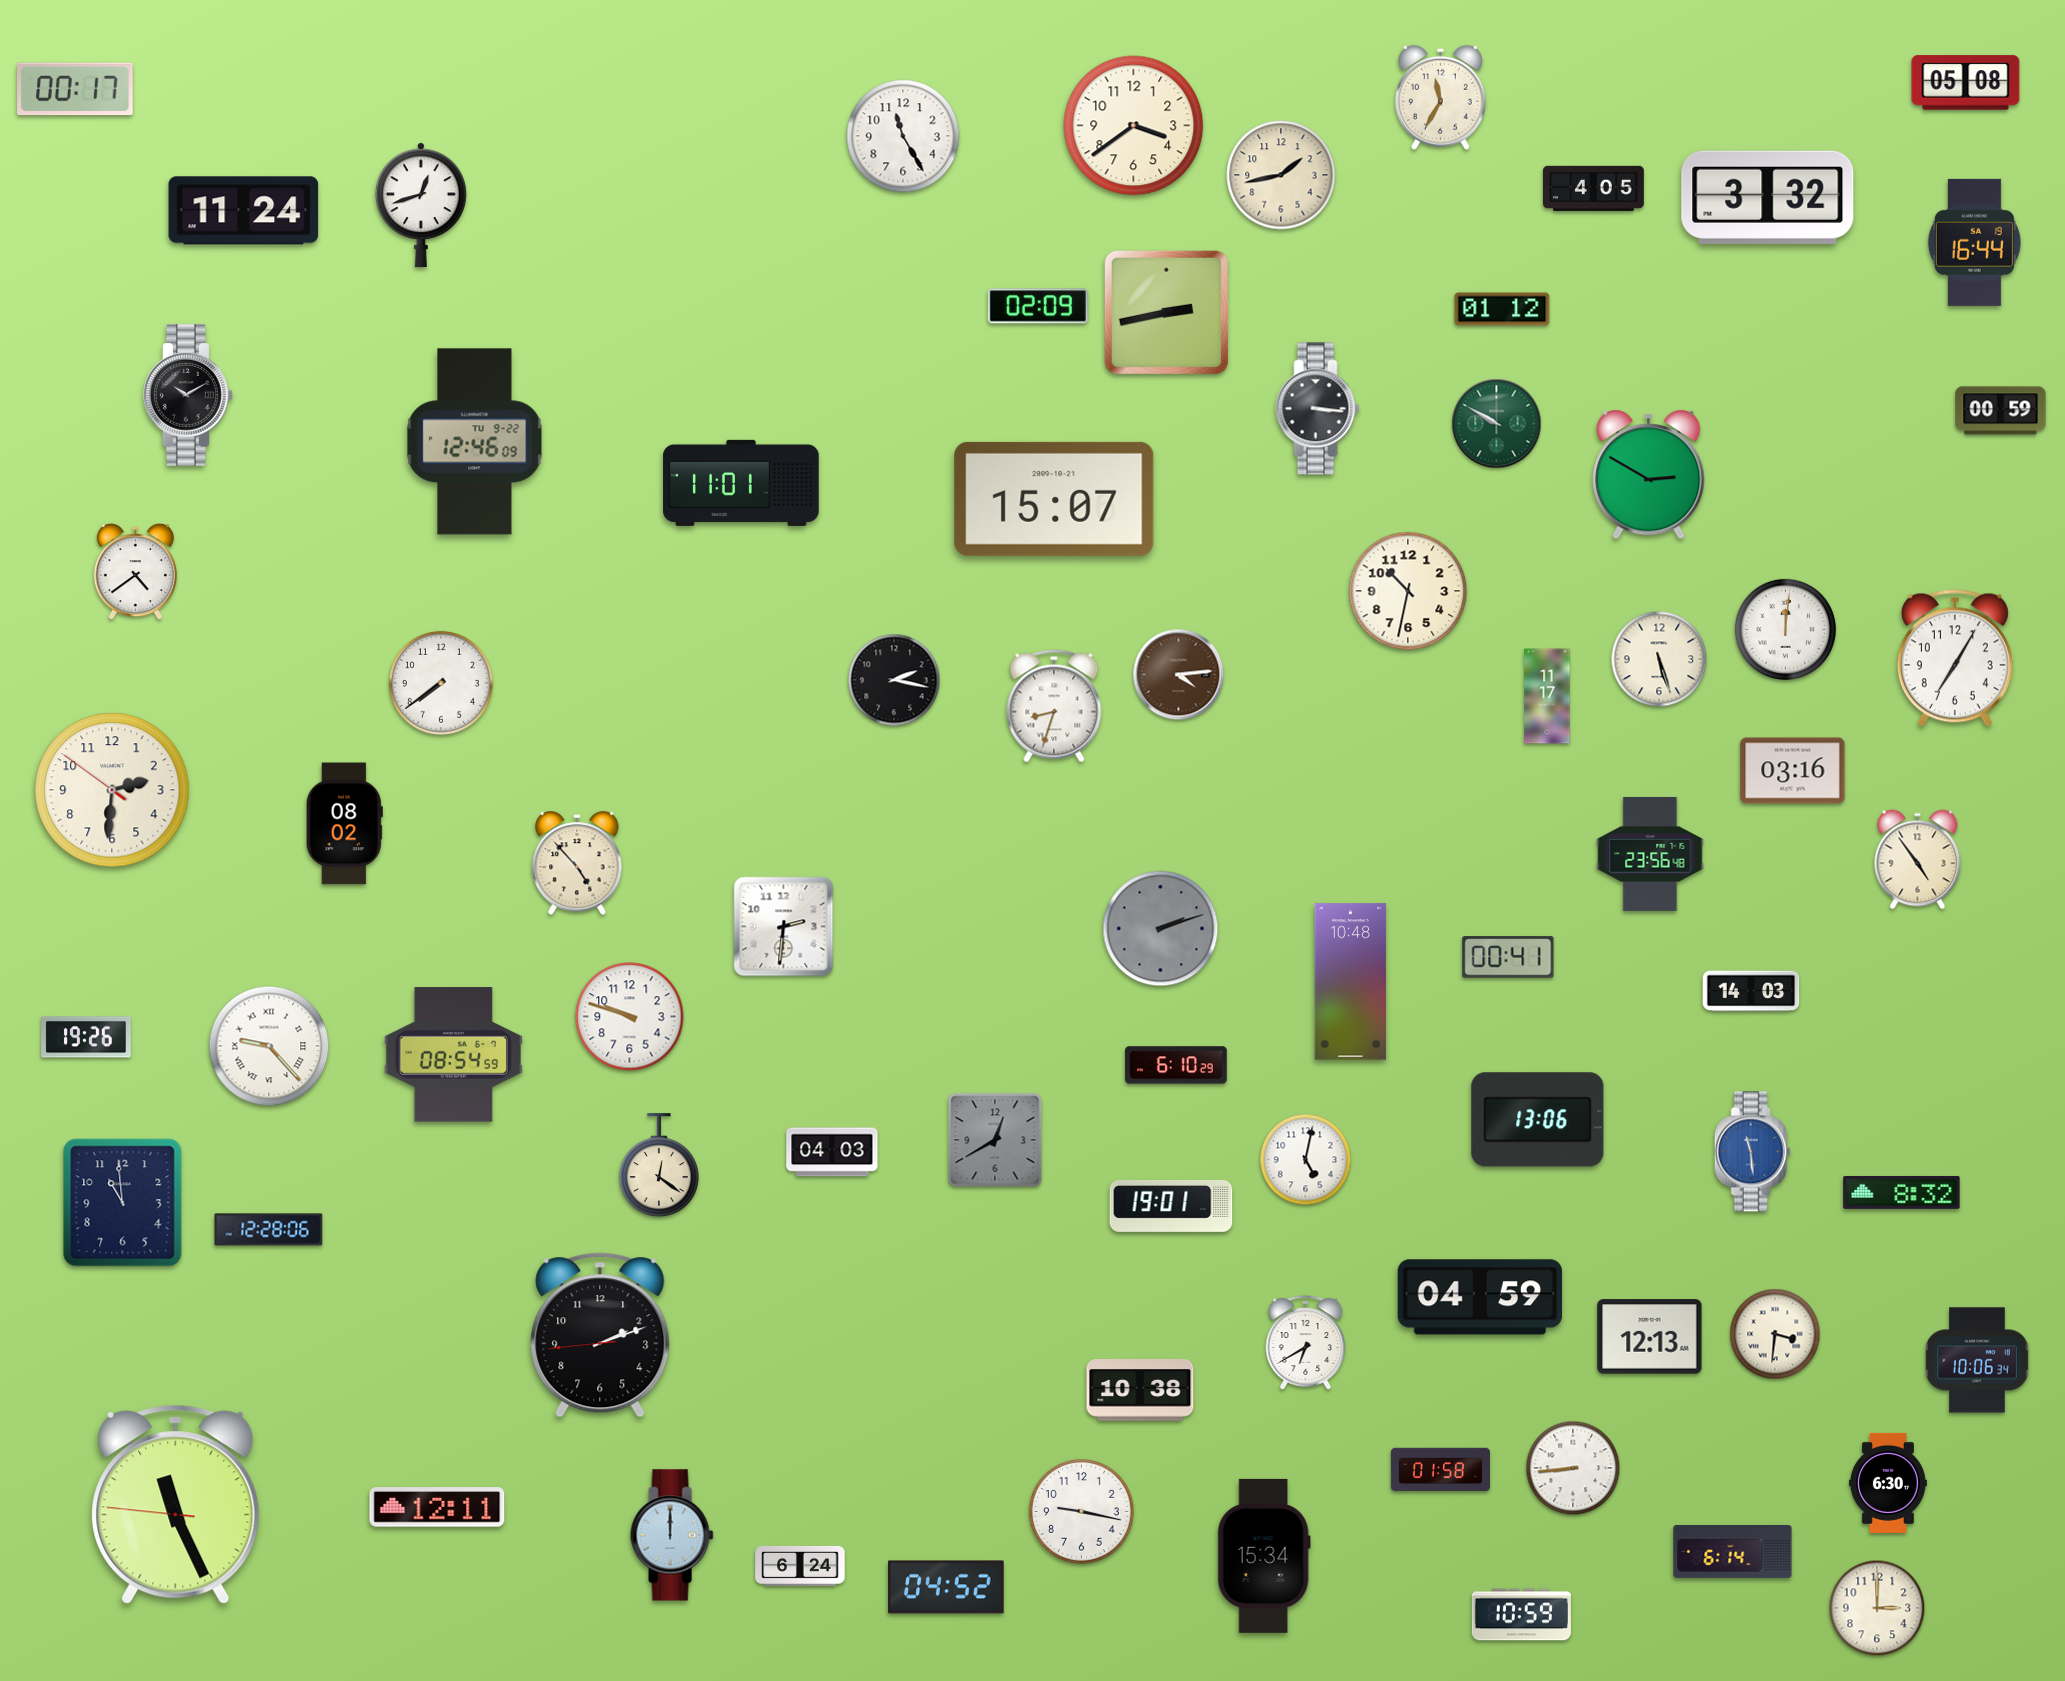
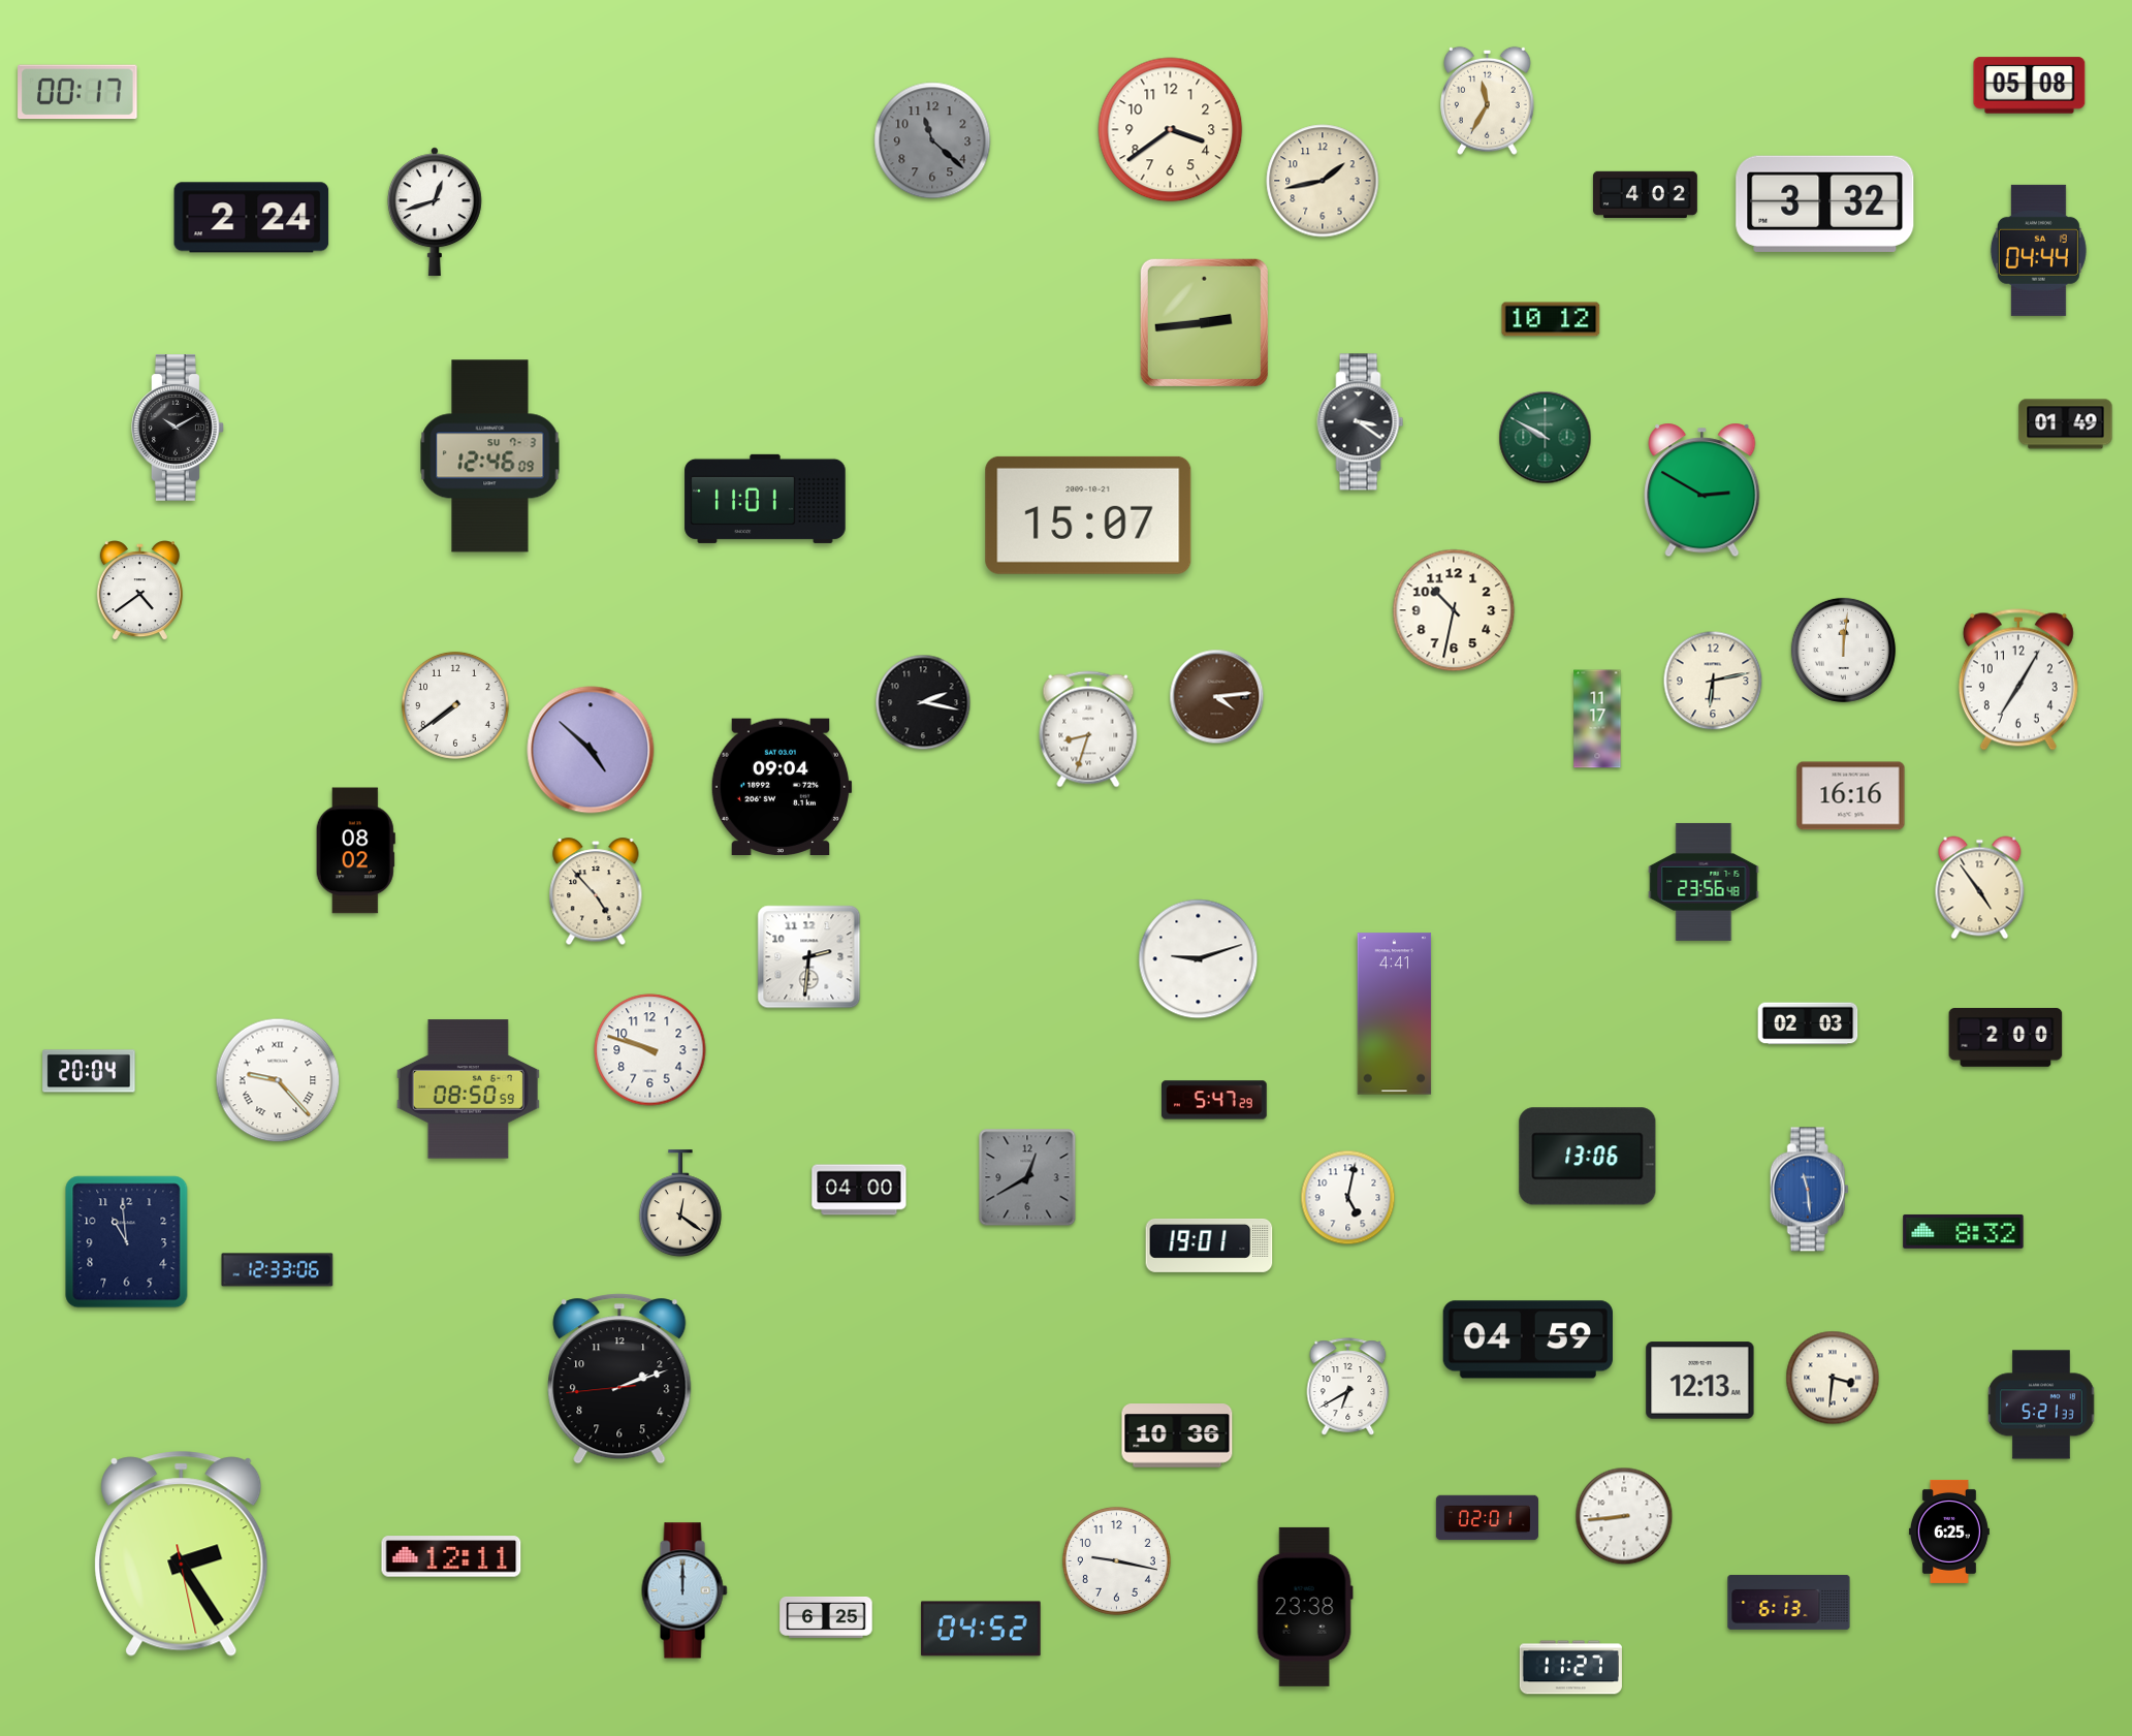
clock at (903, 136): 11:25 -> 11:22
clock at (903, 136) dial: white -> grey
clock at (1593, 188): 4:05 -> 4:02
clock at (244, 211): 11:24 -> 2:24
clock at (1974, 242): 16:44 -> 04:44
clock at (1038, 306): 02:09 -> none
clock at (1502, 309): 01:12 -> 10:12
clock at (1166, 312): 2:43 -> 2:44
clock at (188, 395) position: (188, 395) -> (178, 428)
clock at (1318, 409): 3:16 -> 3:21
clock at (2001, 411): 00:59 -> 01:49
clock at (475, 442) date: TU 9-22 -> SU 7-3
clock at (1659, 659): 5:27 -> 6:13
clock at (591, 750): none -> 4:52
clock at (782, 787): none -> 09:04
clock at (1793, 771): 03:16 -> 16:16
clock at (112, 790): 2:30 -> none
clock at (1161, 929): 2:12 -> 9:12
clock at (1161, 929) dial: grey -> white
clock at (1508, 957): 00:41 -> none
clock at (1351, 982): 10:48 -> 4:41
clock at (1751, 991): 14:03 -> 02:03
clock at (2006, 1038): none -> 2:00
clock at (86, 1037): 19:26 -> 20:04
clock at (453, 1055): 08:54 -> 08:50
clock at (1176, 1065): 6:10 -> 5:47
clock at (832, 1152): 04:03 -> 04:00
clock at (269, 1230): 12:28 -> 12:33
clock at (1650, 1337) position: (1650, 1337) -> (1700, 1381)
clock at (1977, 1360): 10:06 -> 5:21
clock at (1140, 1390): 10:38 -> 10:36
clock at (1440, 1470): 01:58 -> 02:01
clock at (1888, 1483): 6:30 -> 6:25
clock at (176, 1504): 11:25 -> 2:24
clock at (672, 1535) position: (672, 1535) -> (685, 1590)
clock at (1733, 1551): 6:14 -> 6:13
clock at (1264, 1556): 15:34 -> 23:38
clock at (800, 1566): 6:24 -> 6:25
clock at (946, 1587) position: (946, 1587) -> (981, 1629)
clock at (1877, 1608): 3:00 -> none
clock at (1521, 1615): 10:59 -> 11:27
